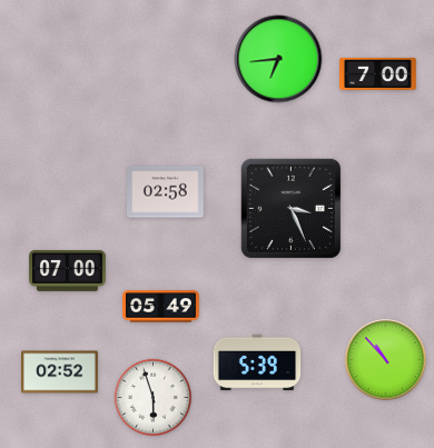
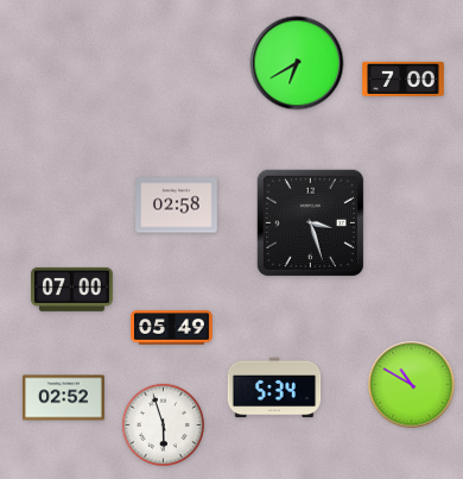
clock at (278, 59): 6:44 -> 6:40
clock at (290, 208): 3:26 -> 3:27
clock at (386, 360): 10:53 -> 10:50
clock at (257, 362): 5:39 -> 5:34
